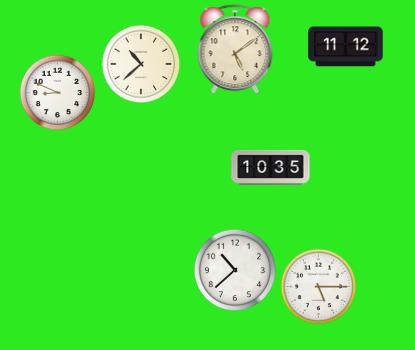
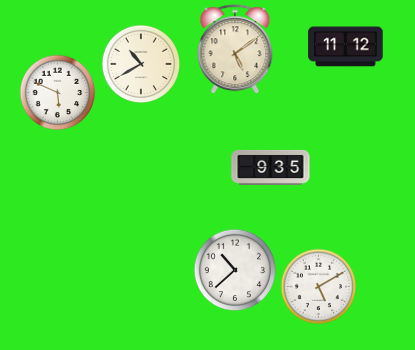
clock at (141, 64): 10:38 -> 10:40
clock at (58, 93): 8:49 -> 5:49
clock at (271, 167): 10:35 -> 9:35
clock at (319, 287): 5:15 -> 5:10
